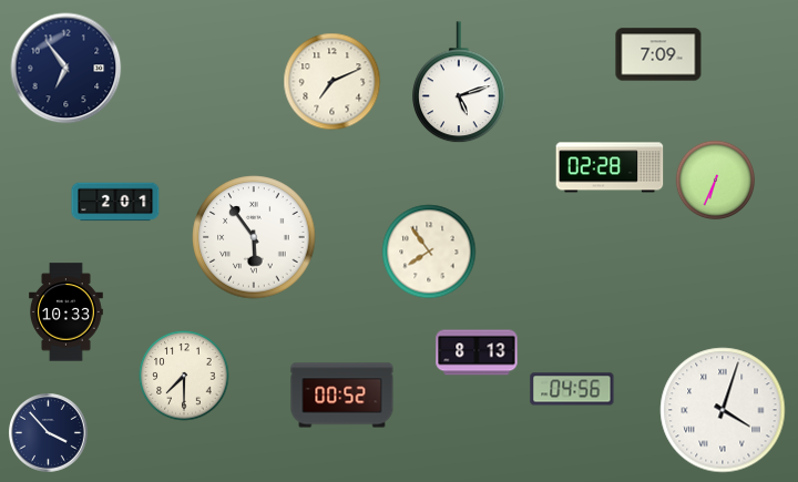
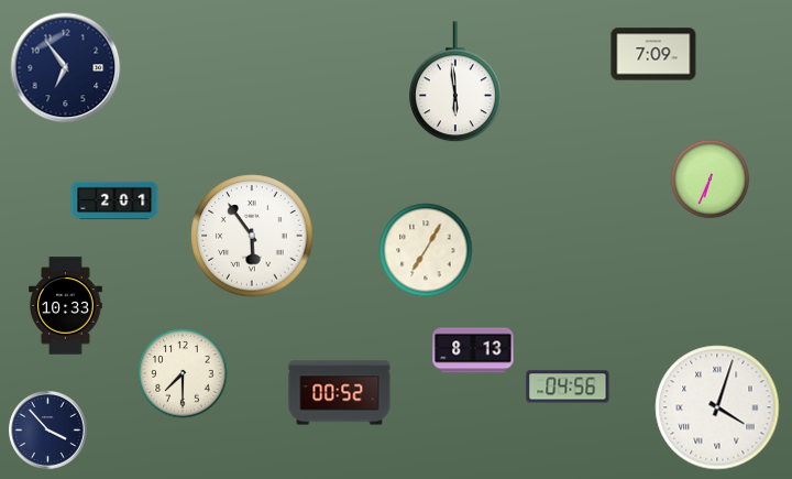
clock at (332, 82): 7:11 -> none
clock at (460, 83): 5:12 -> 5:59
clock at (610, 167): 02:28 -> none
clock at (429, 252): 7:54 -> 7:05
clock at (66, 312) position: (66, 312) -> (66, 306)
